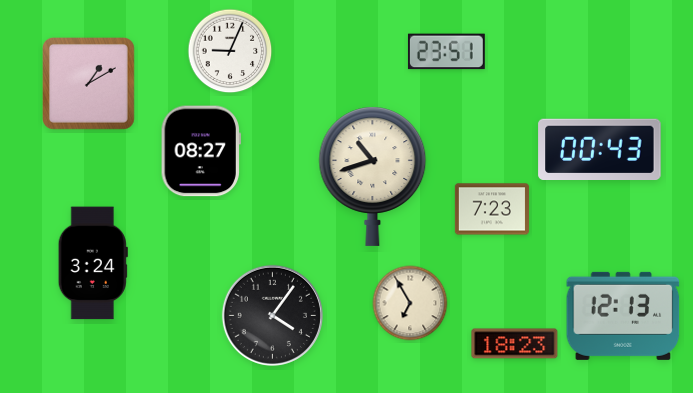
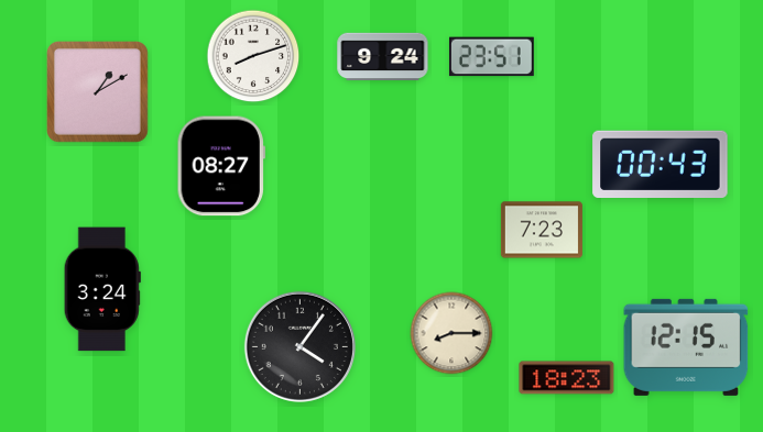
clock at (230, 51): 9:04 -> 8:12
clock at (383, 56): none -> 9:24
clock at (373, 176): 10:42 -> none
clock at (410, 303): 6:55 -> 8:15
clock at (623, 316): 12:13 -> 12:15
